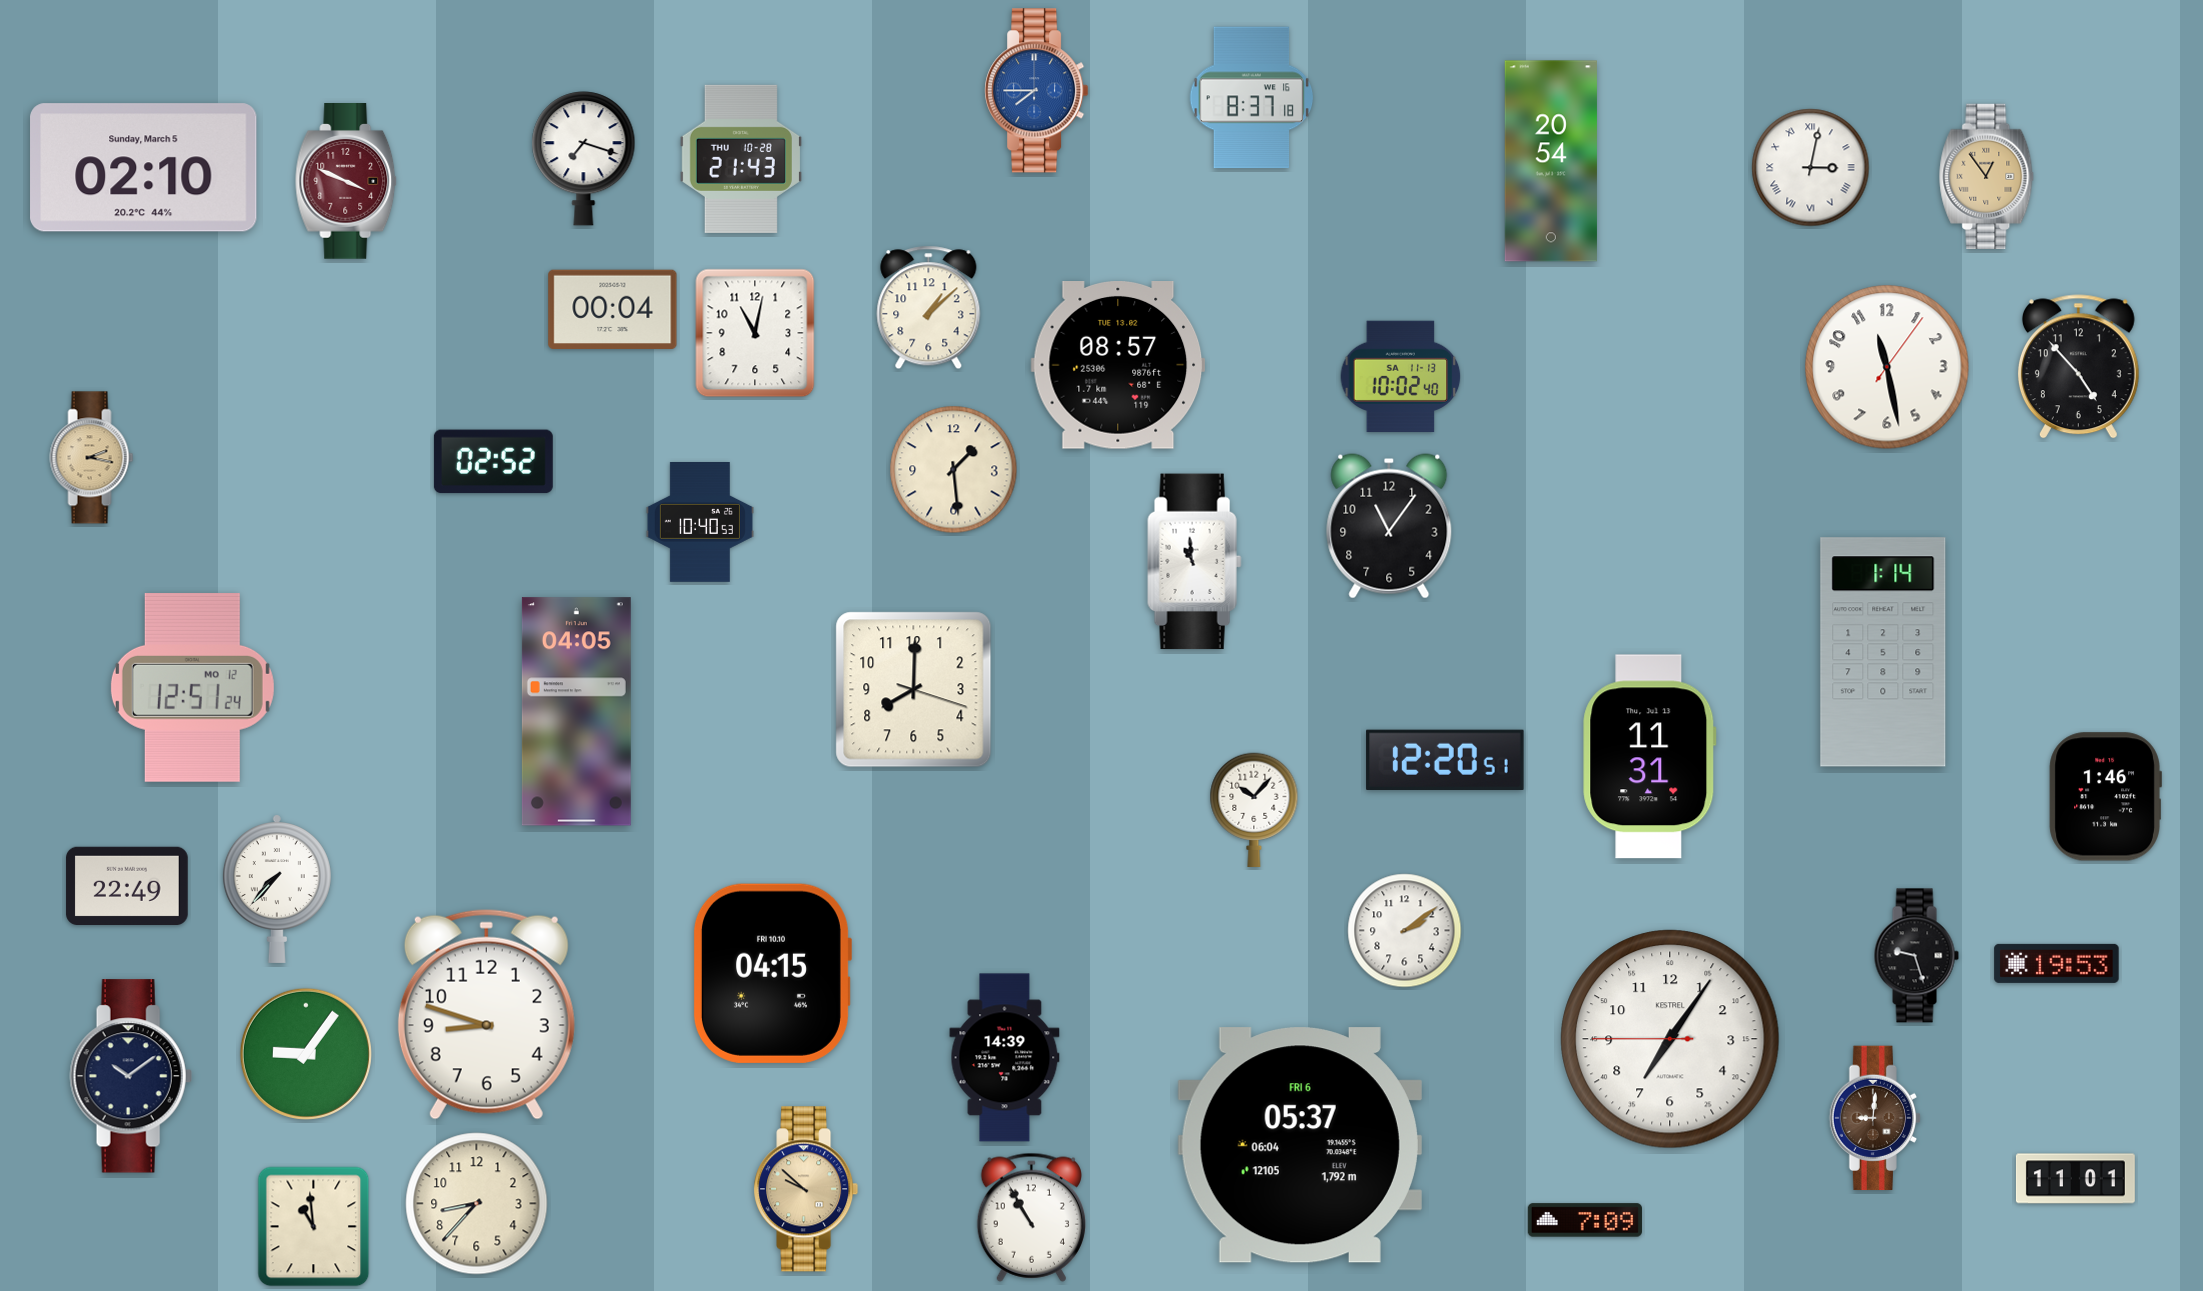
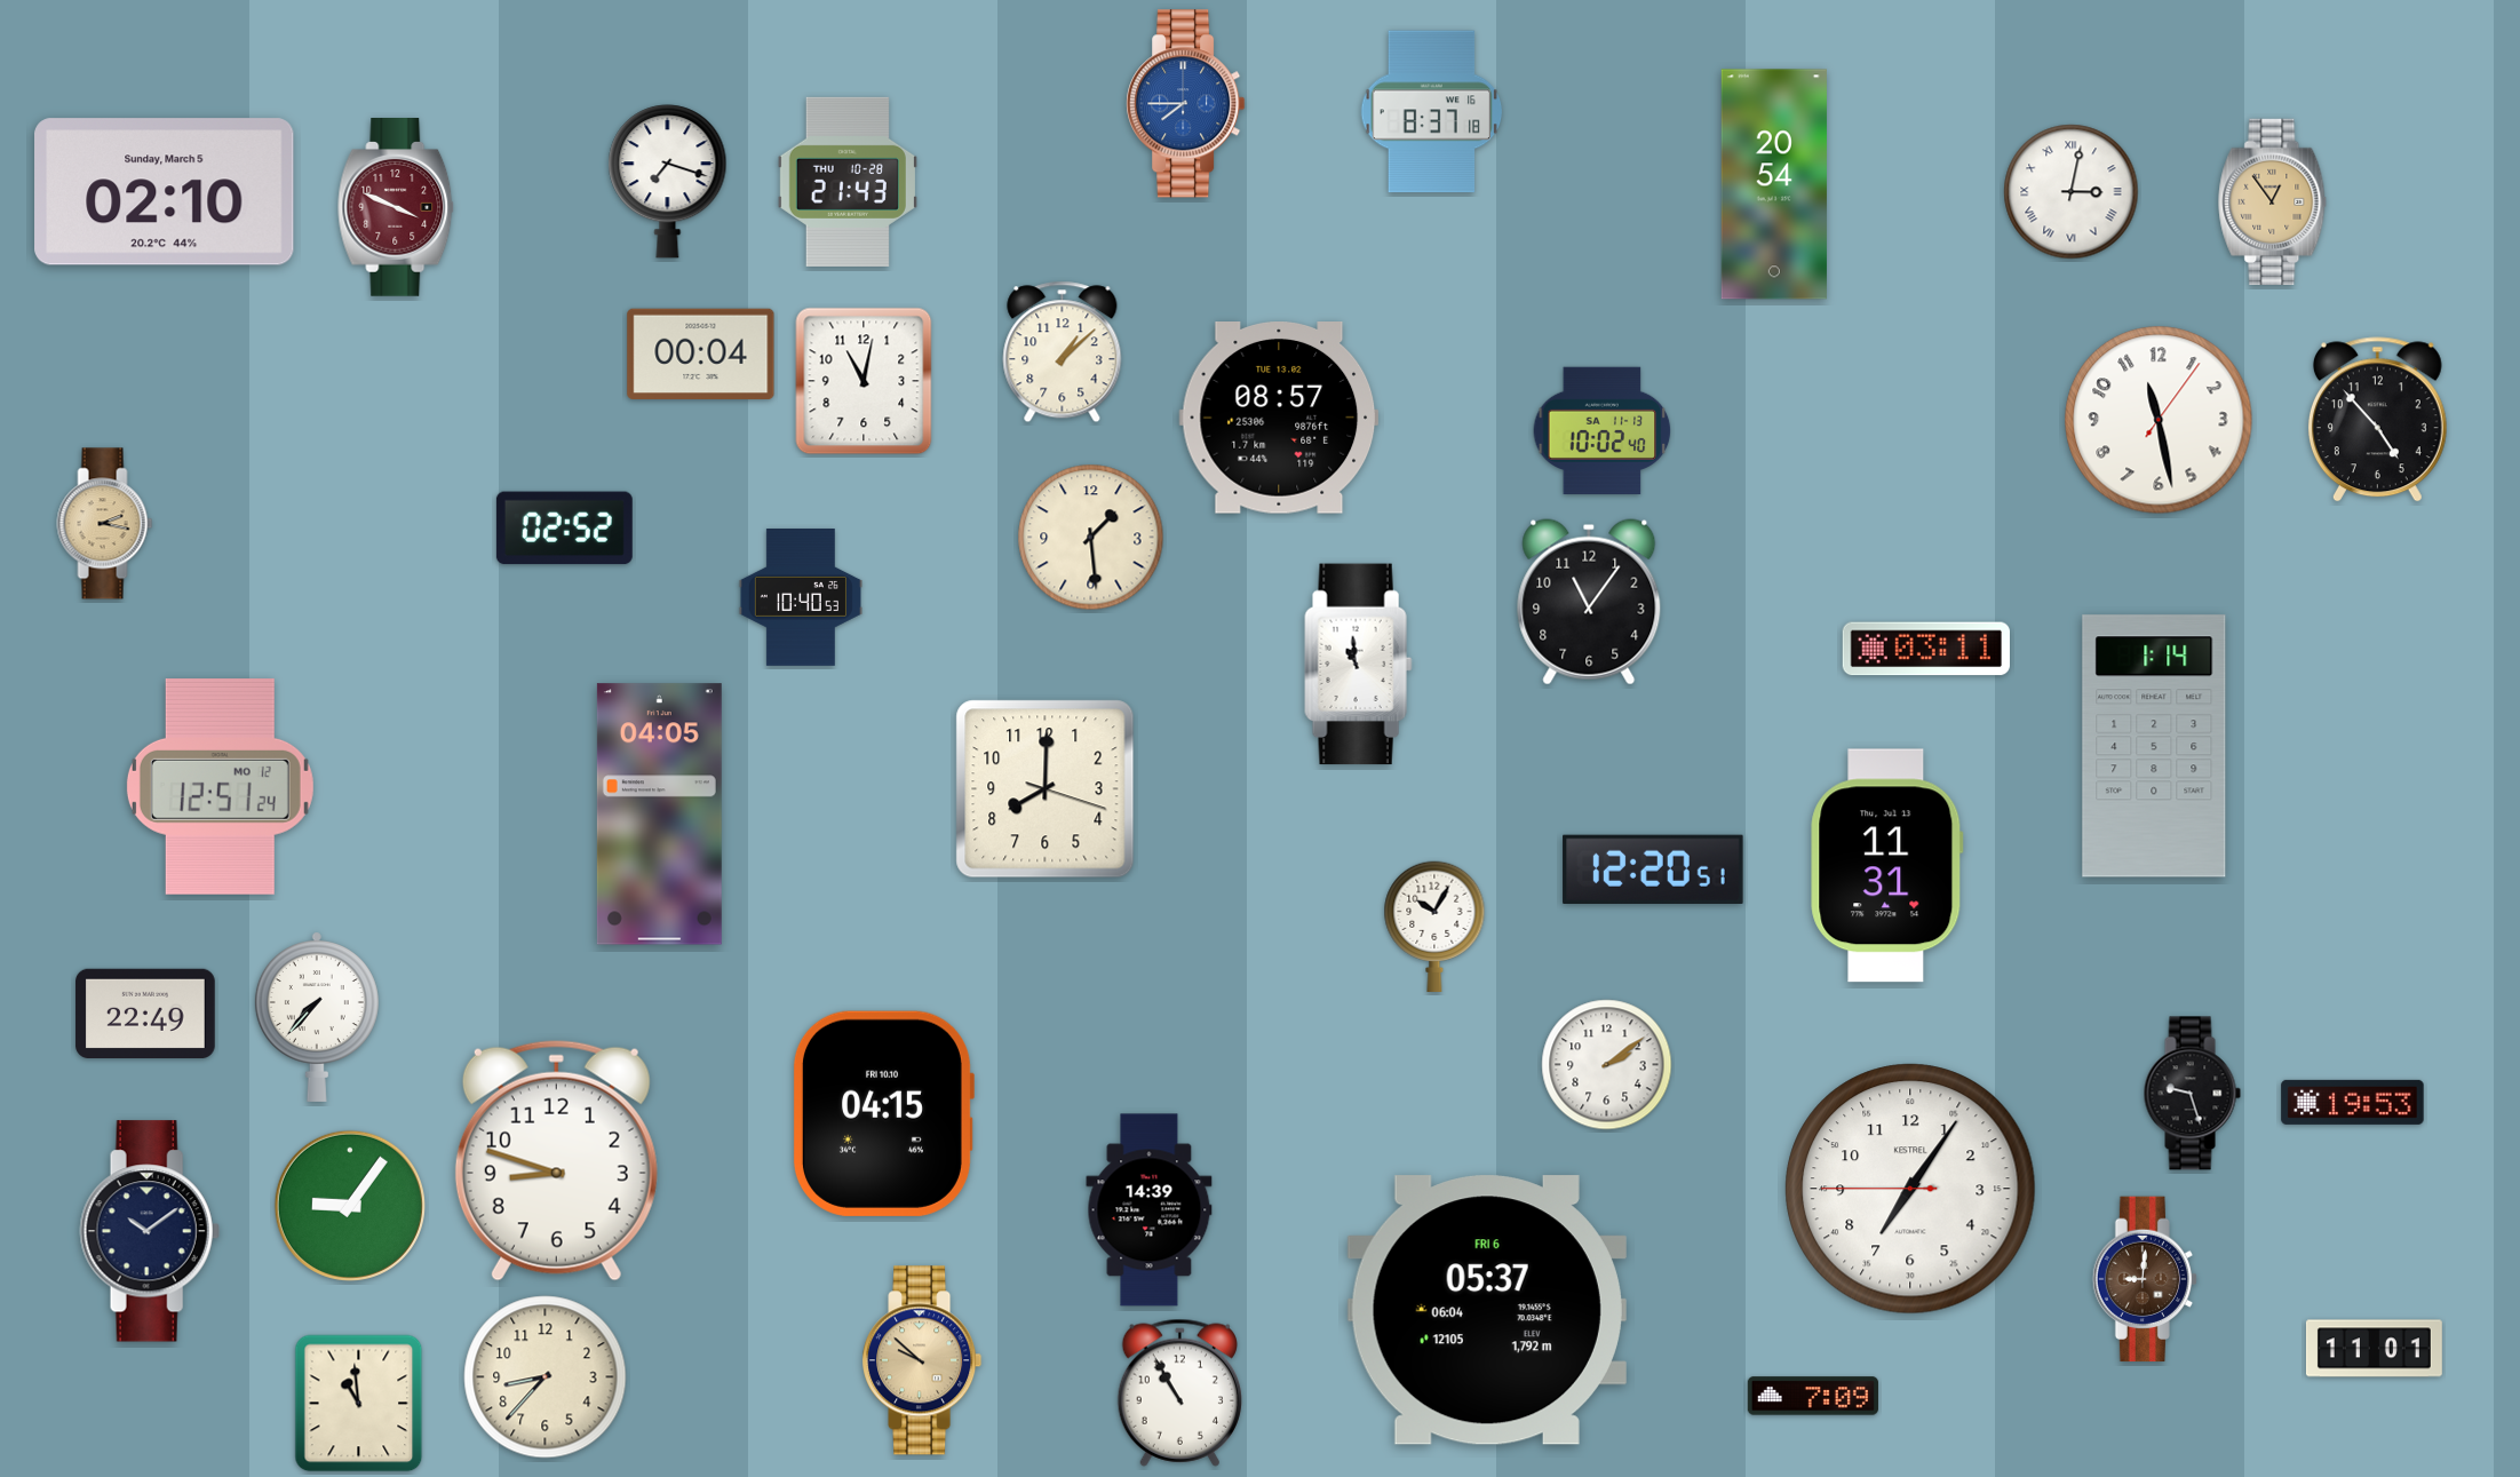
clock at (1195, 562) position: (1195, 562) -> (1359, 665)
clock at (1926, 649): none -> 03:11
clock at (2105, 797): 1:46 -> none
clock at (1254, 810): 10:07 -> 10:05
